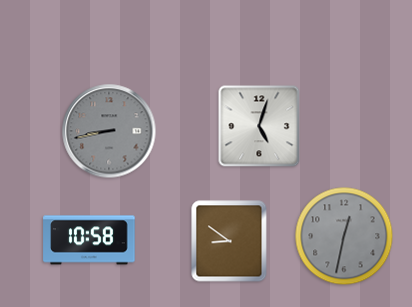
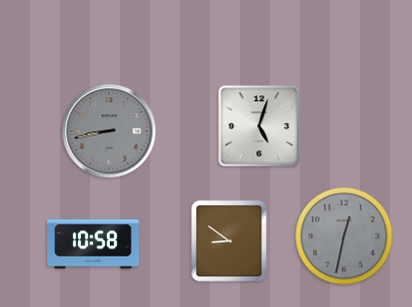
clock at (89, 240) position: (89, 240) -> (93, 244)
